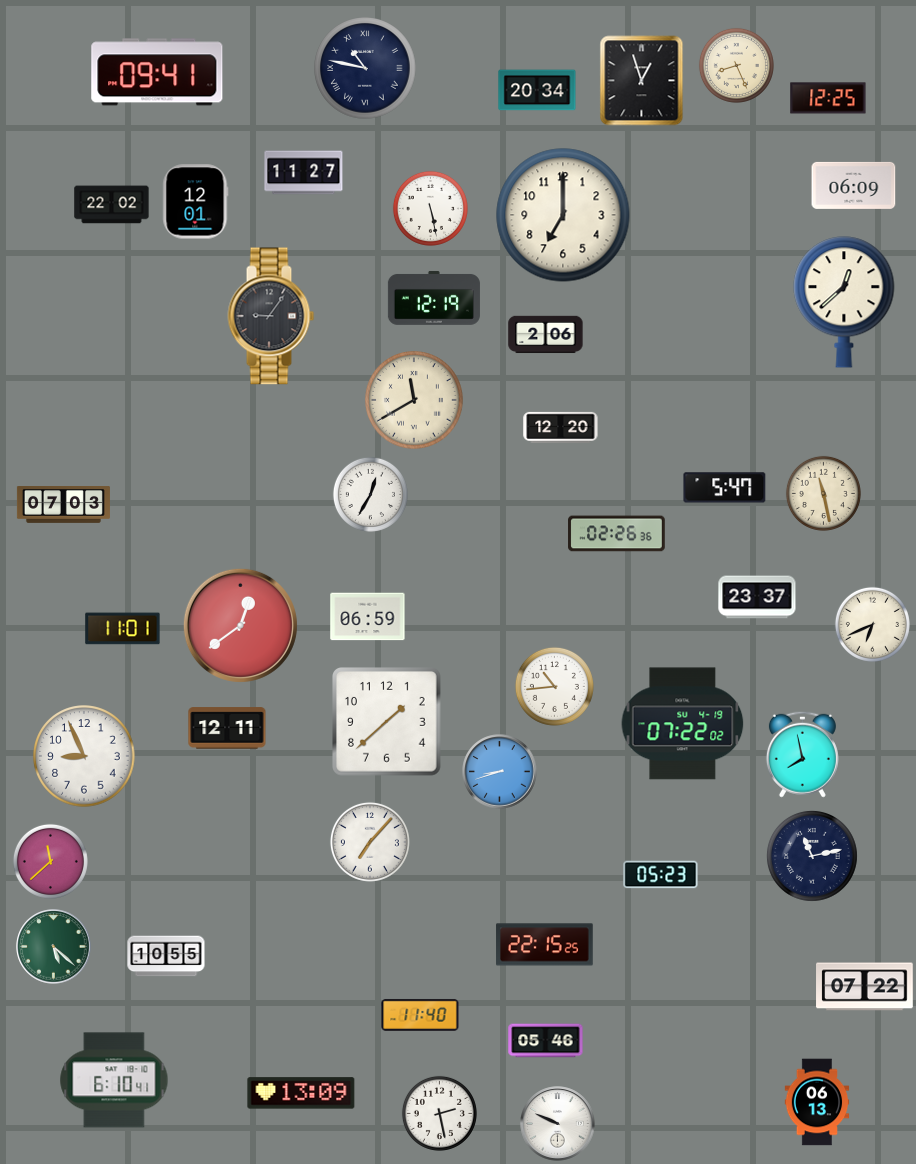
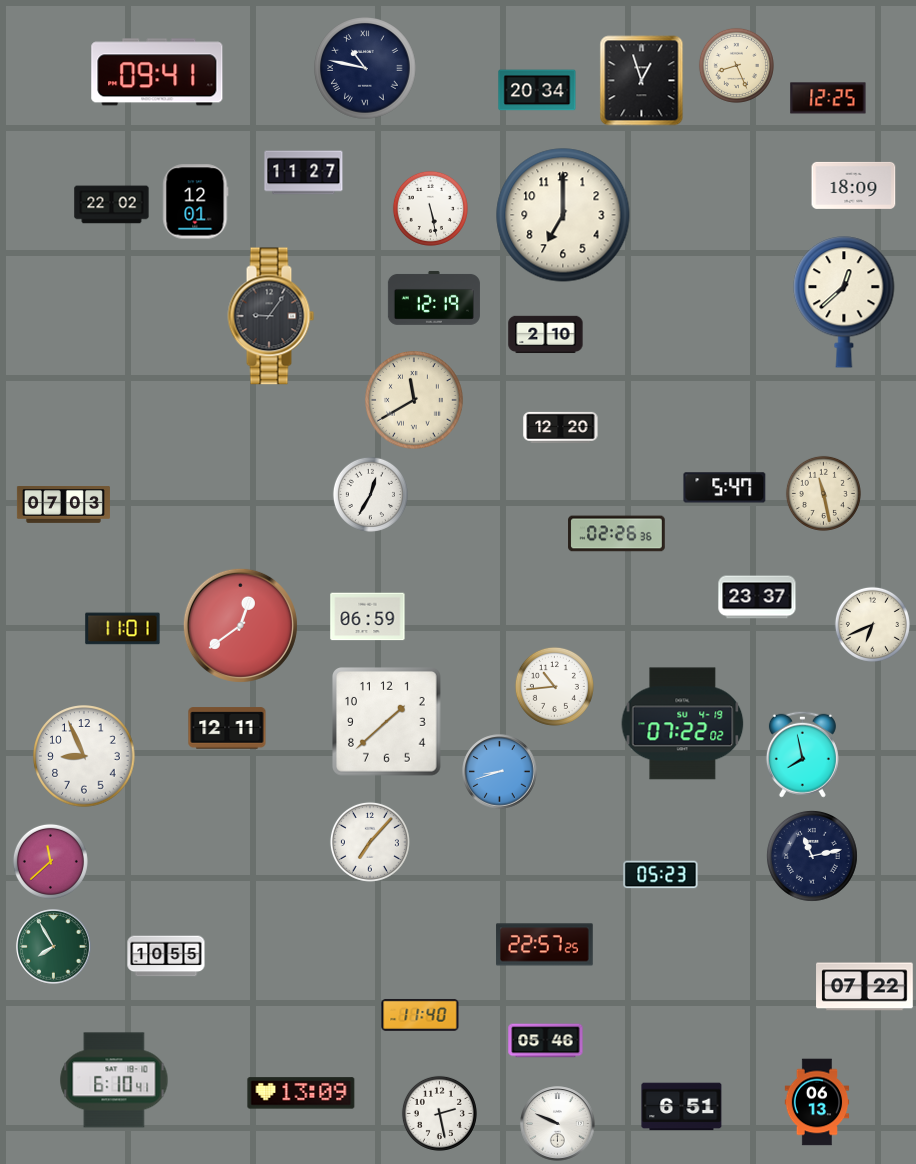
clock at (854, 185): 06:09 -> 18:09
clock at (546, 335): 2:06 -> 2:10
clock at (545, 945): 22:15 -> 22:57
clock at (54, 947): 5:22 -> 7:55
clock at (682, 1107): none -> 6:51
